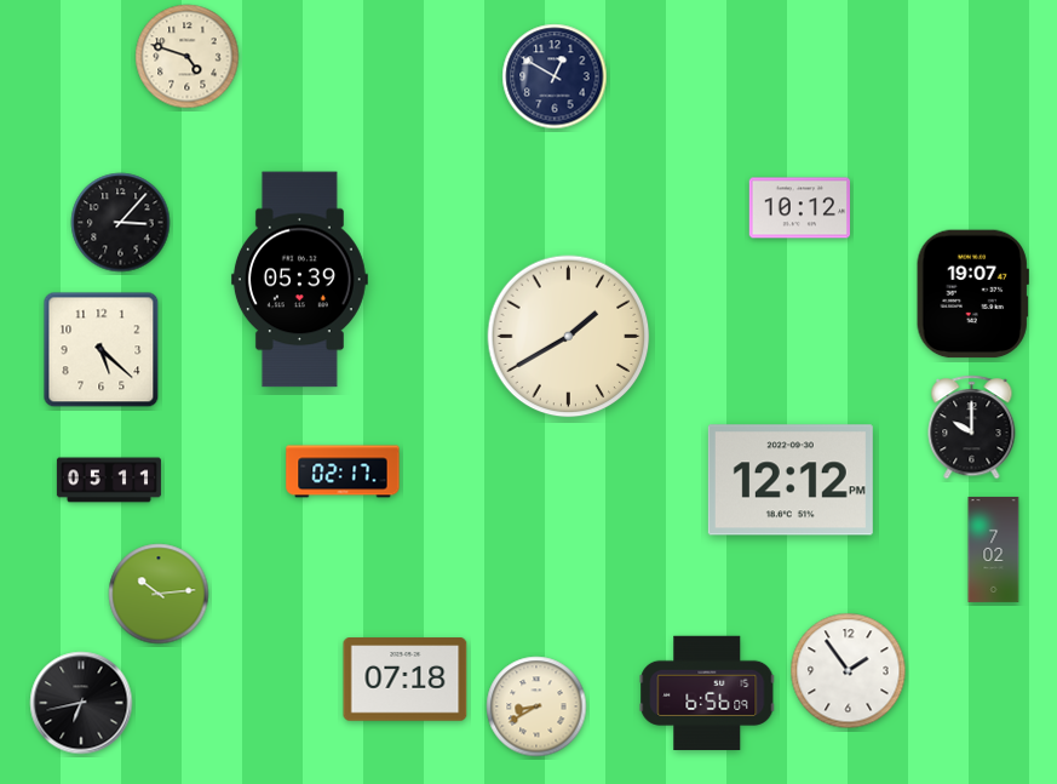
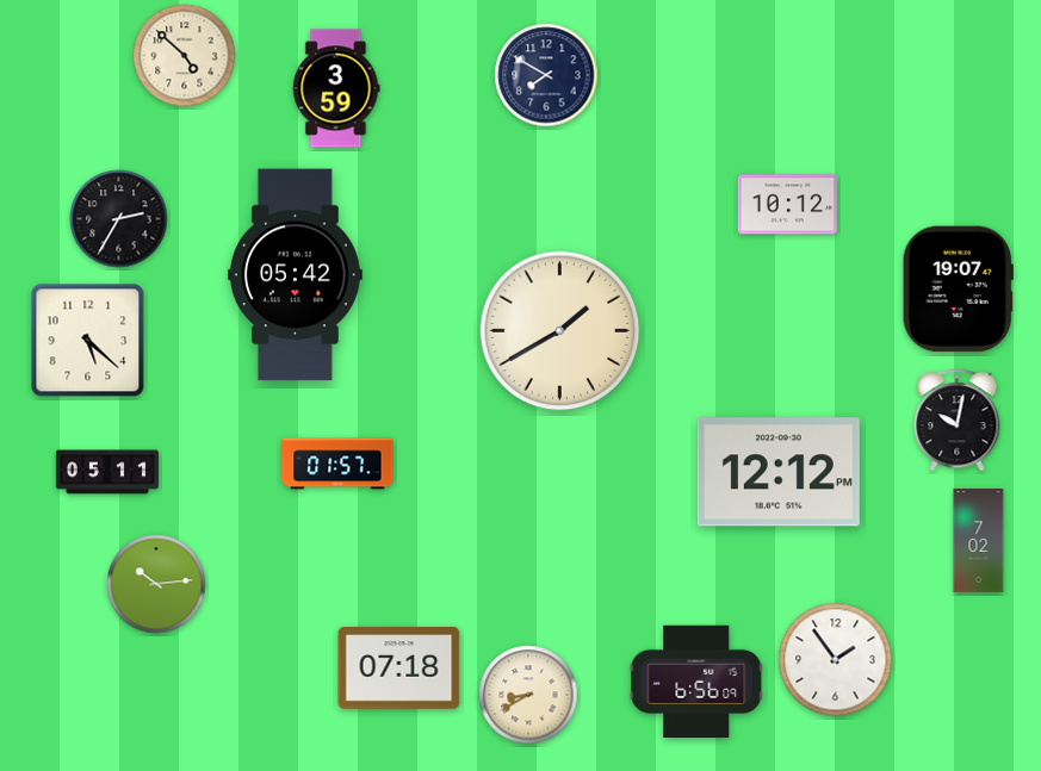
clock at (188, 57): 4:48 -> 4:52
clock at (555, 76): 12:50 -> 7:50
clock at (336, 88): none -> 3:59
clock at (121, 223): 3:07 -> 2:35
clock at (299, 280): 05:39 -> 05:42
clock at (102, 350) position: (102, 350) -> (88, 341)
clock at (972, 428): 10:00 -> 10:02
clock at (343, 471): 02:17 -> 01:57
clock at (81, 703): 6:43 -> none
